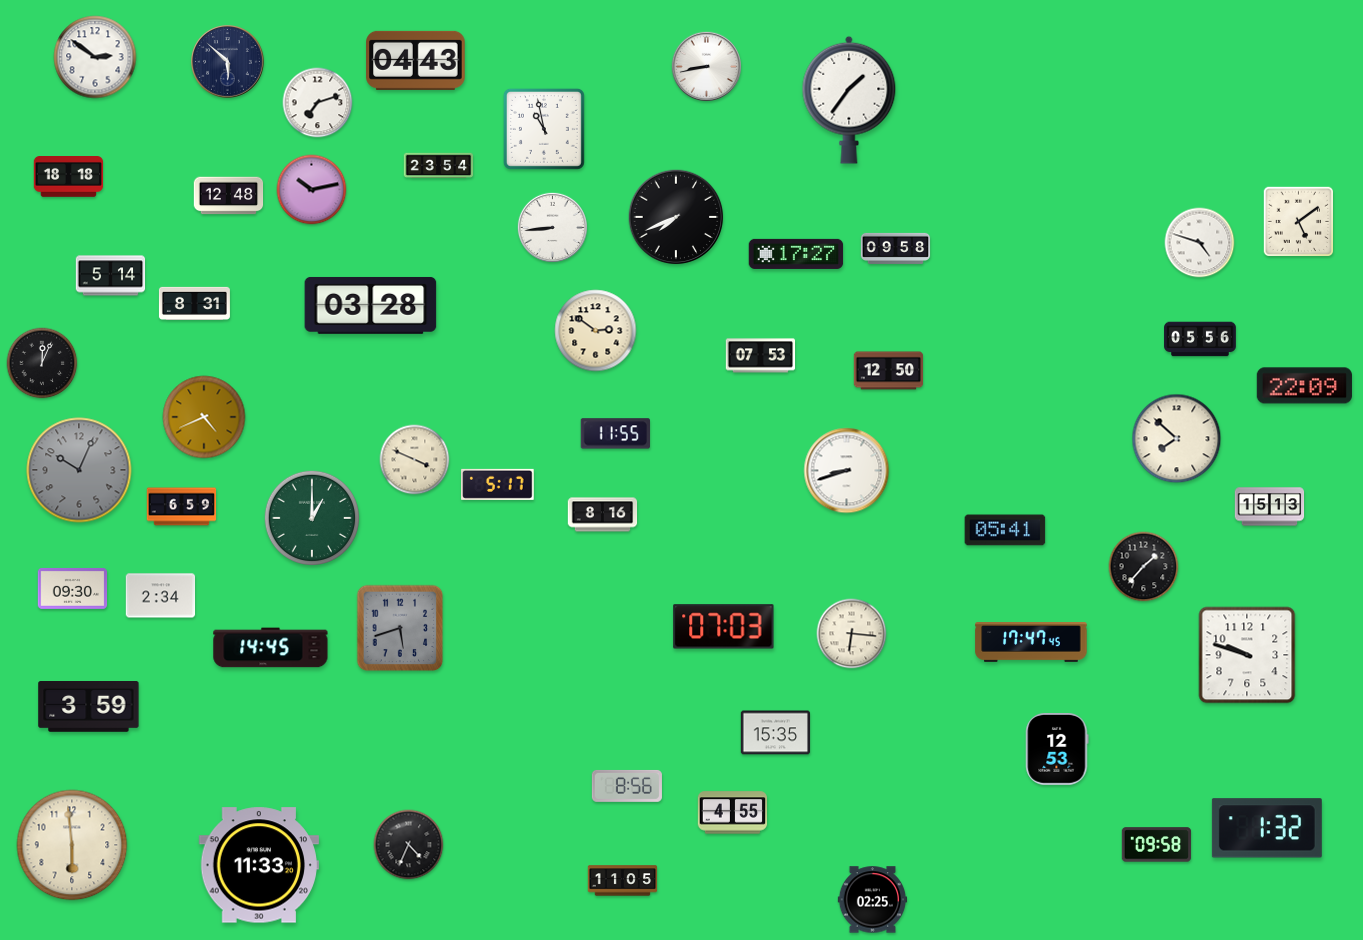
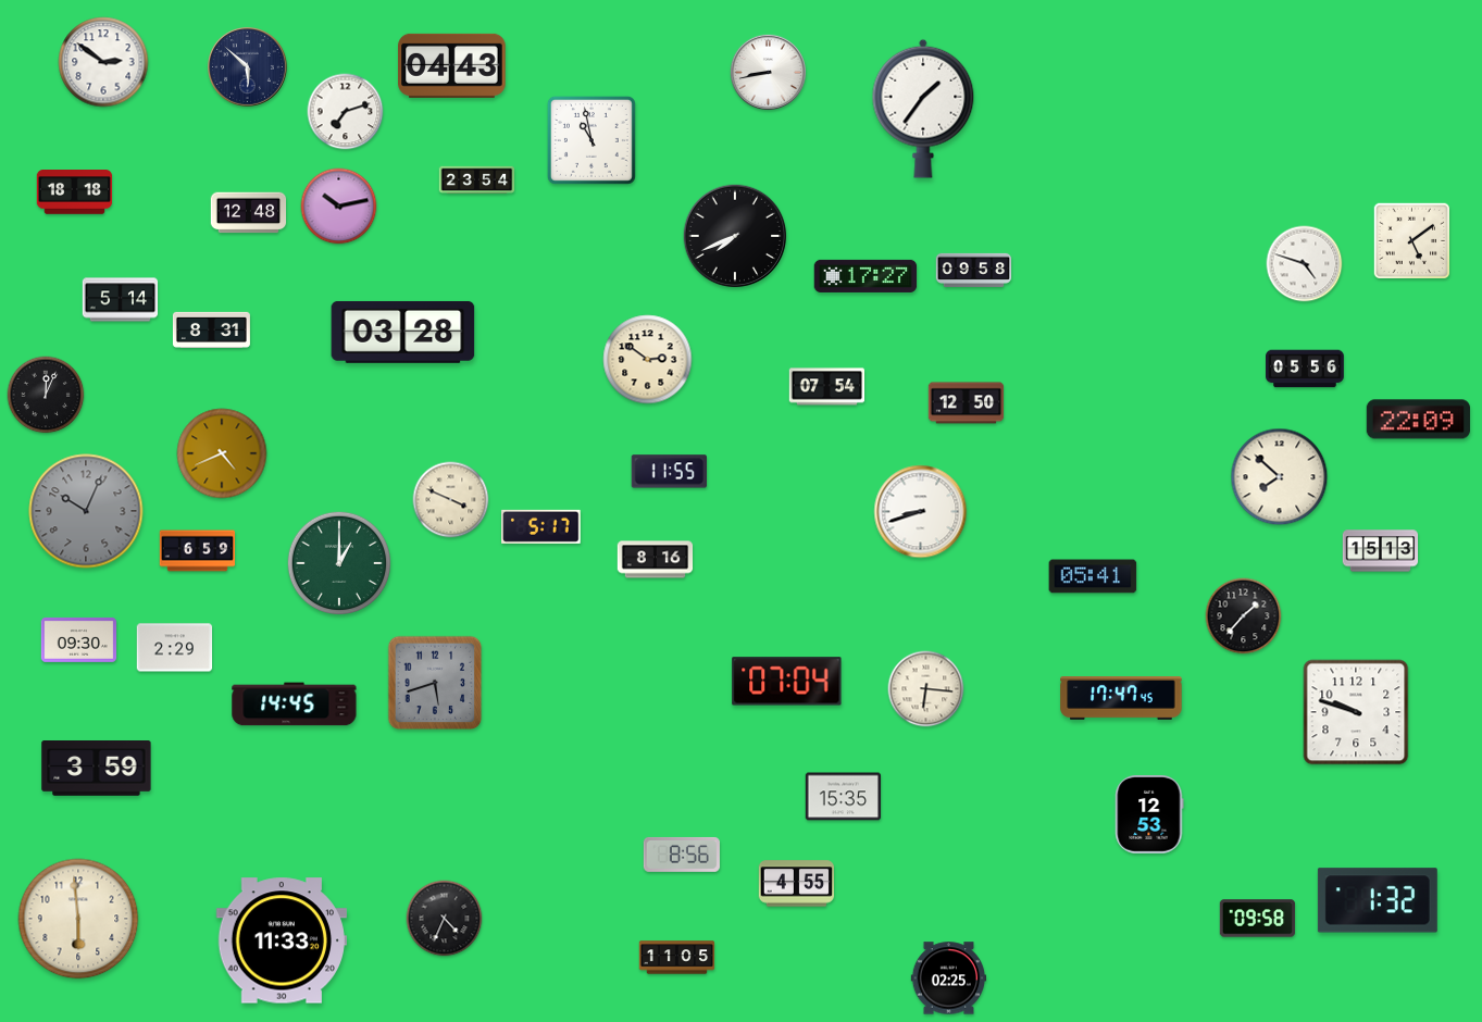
clock at (552, 227): 8:44 -> none
clock at (761, 356): 07:53 -> 07:54
clock at (161, 596): 2:34 -> 2:29
clock at (724, 627): 07:03 -> 07:04
